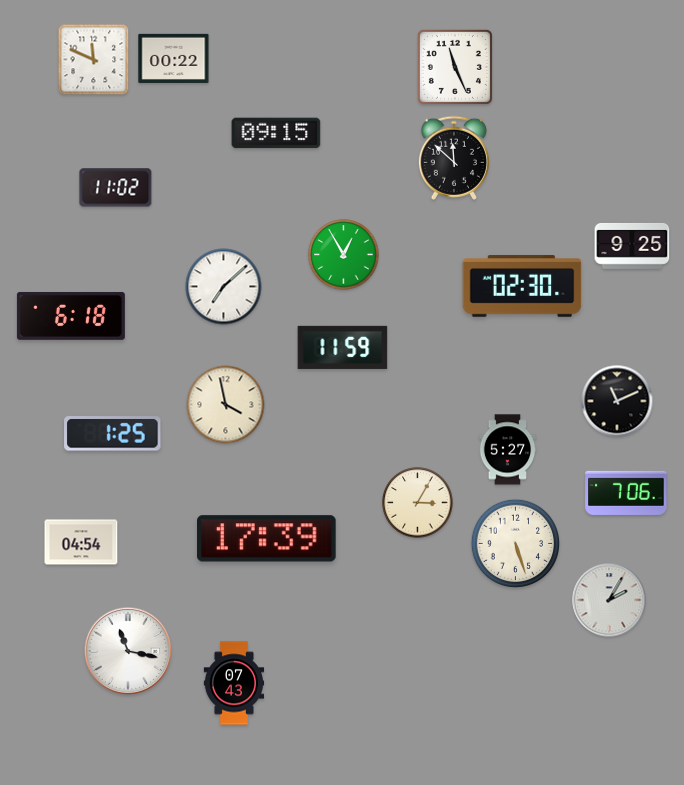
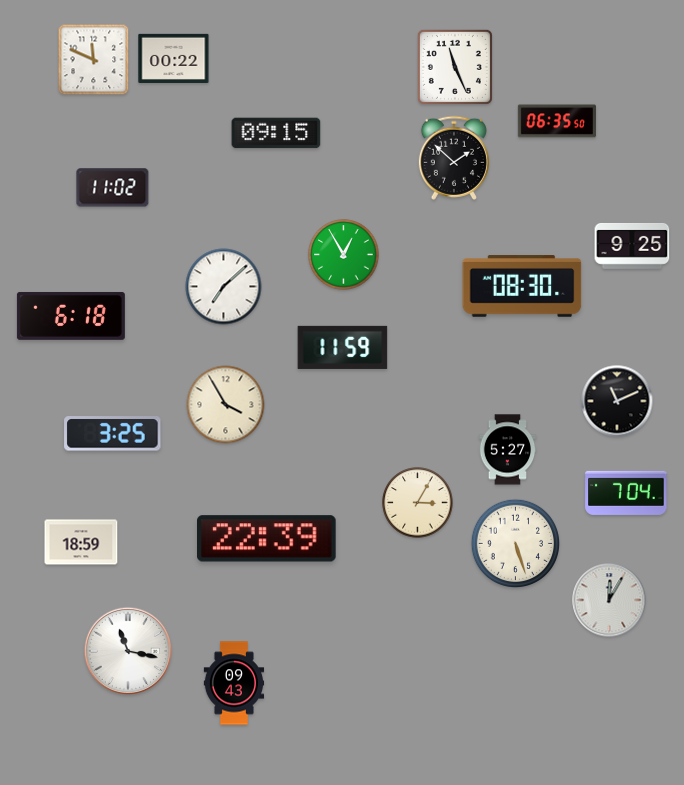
clock at (557, 121): none -> 06:35
clock at (454, 158): 11:52 -> 1:52
clock at (116, 188) position: (116, 188) -> (113, 188)
clock at (522, 286): 02:30 -> 08:30
clock at (226, 405): 3:58 -> 3:55
clock at (113, 434): 1:25 -> 3:25
clock at (626, 493): 7:06 -> 7:04
clock at (267, 539): 17:39 -> 22:39
clock at (81, 542): 04:54 -> 18:59
clock at (609, 600): 2:05 -> 12:05
clock at (234, 683): 07:43 -> 09:43
